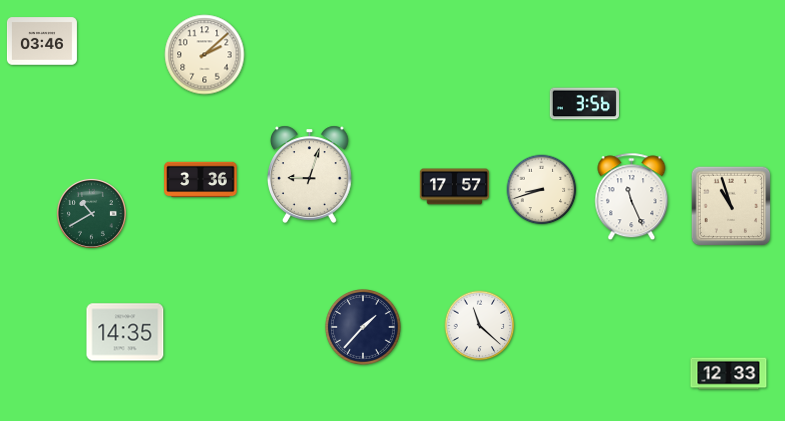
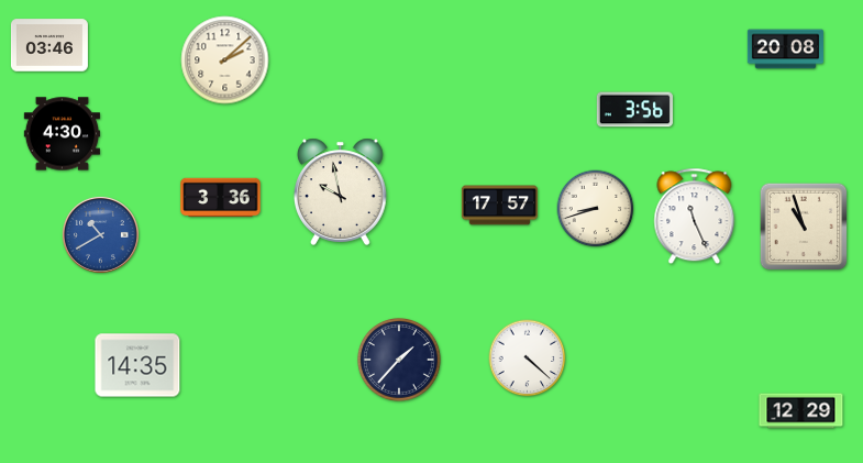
clock at (42, 41) position: (42, 41) -> (49, 45)
clock at (785, 49): none -> 20:08
clock at (584, 104) position: (584, 104) -> (634, 110)
clock at (62, 134): none -> 4:30
clock at (309, 174): 9:03 -> 9:58
clock at (91, 213) dial: green -> blue
clock at (480, 326): 11:22 -> 4:22
clock at (729, 374): 12:33 -> 12:29
